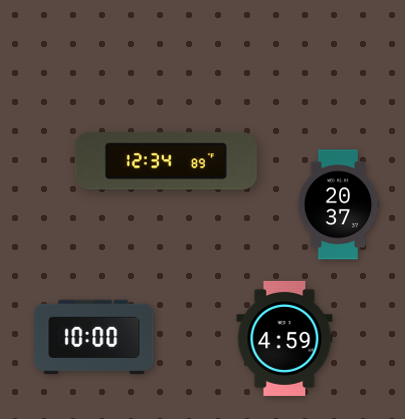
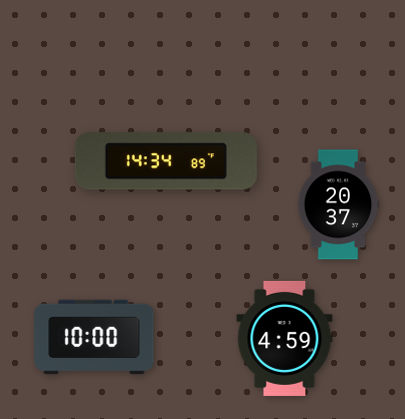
clock at (166, 161): 12:34 -> 14:34
